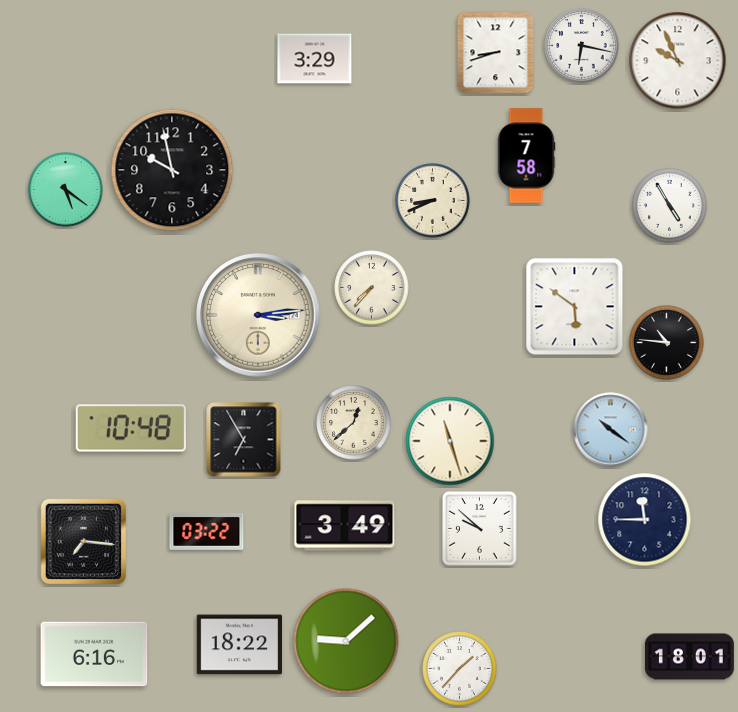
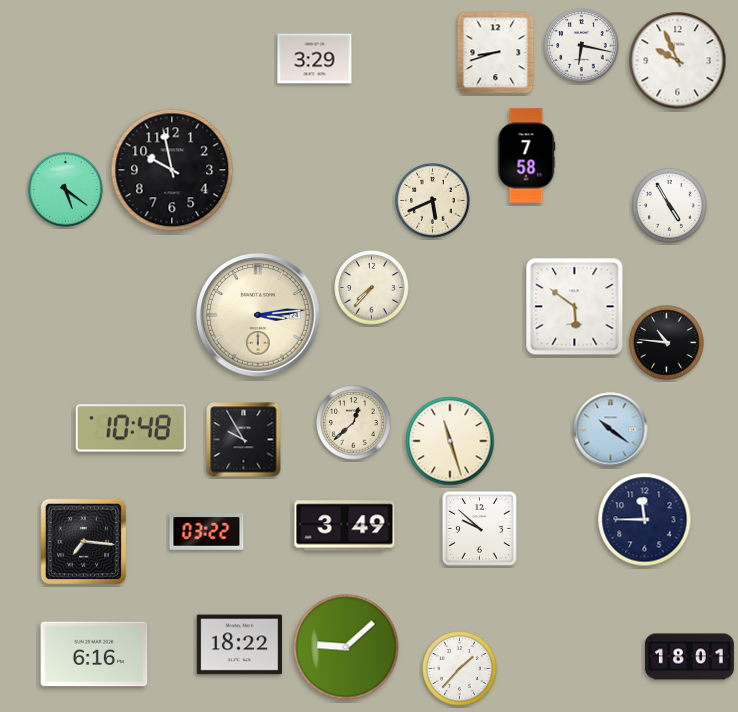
clock at (433, 201): 8:41 -> 5:41
clock at (244, 440): 6:55 -> 9:55
clock at (346, 641) position: (346, 641) -> (346, 647)
